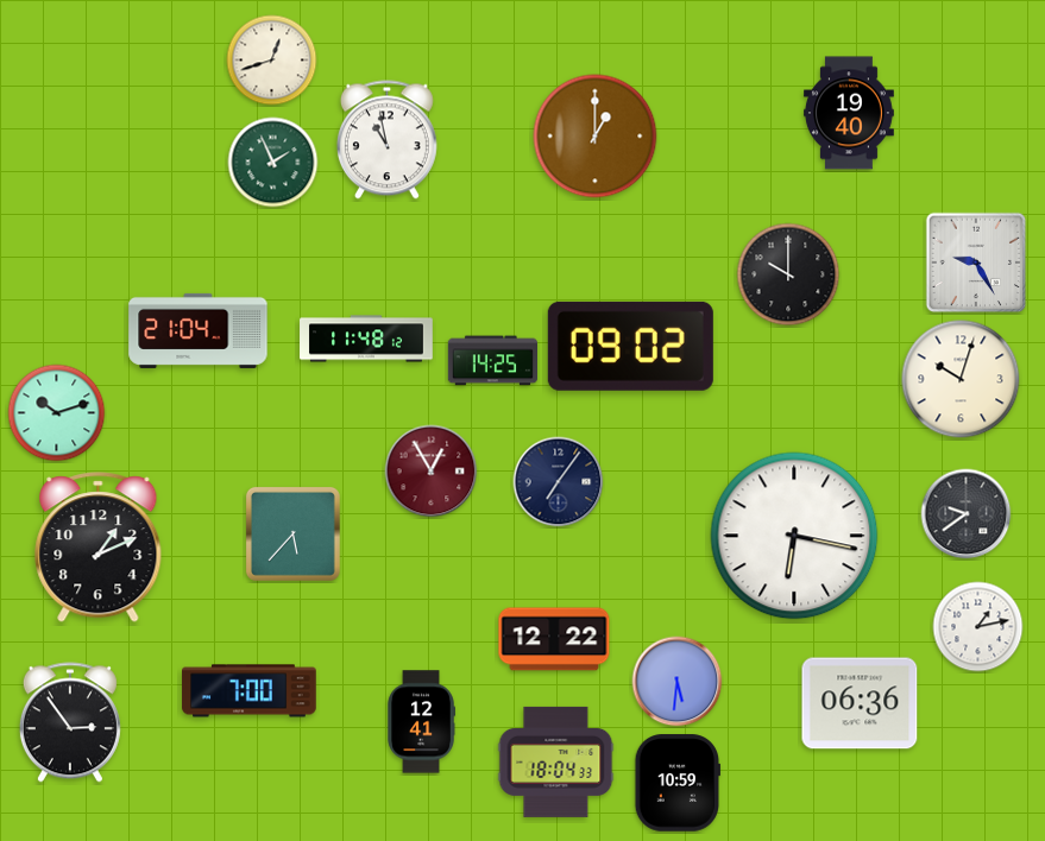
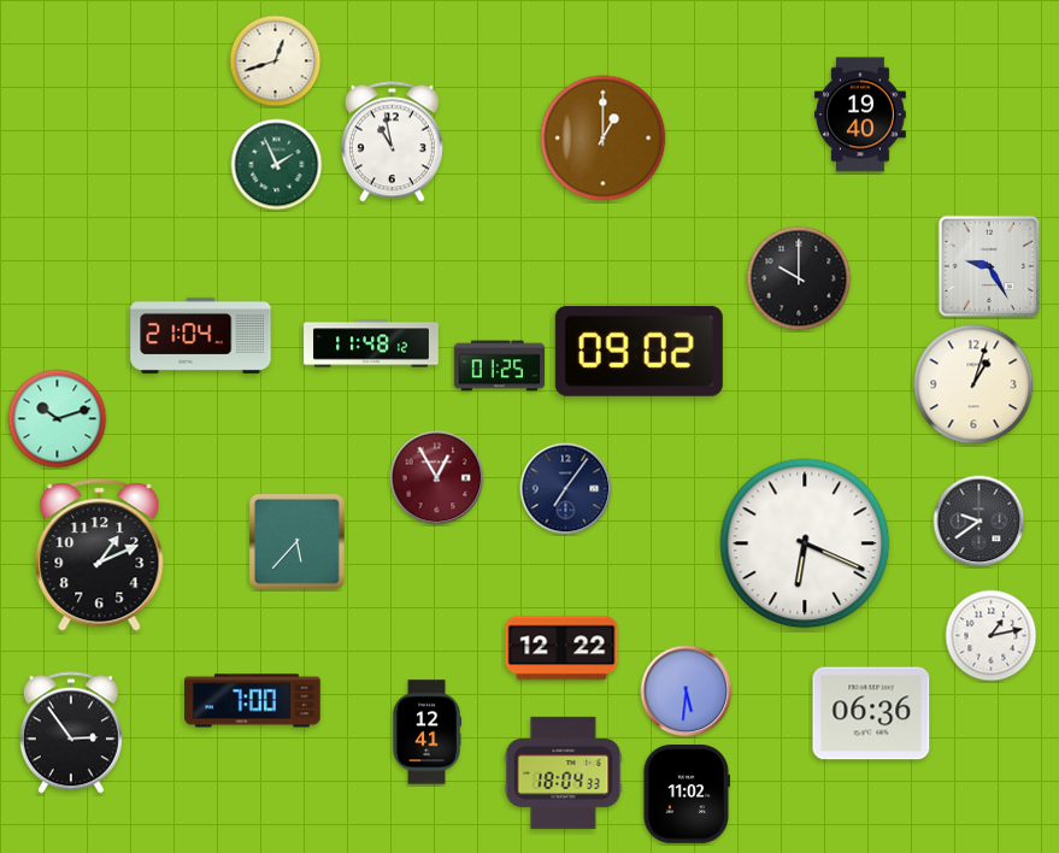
clock at (492, 361): 14:25 -> 01:25
clock at (961, 379): 10:03 -> 1:03
clock at (794, 536): 6:17 -> 6:19
clock at (676, 783): 10:59 -> 11:02
